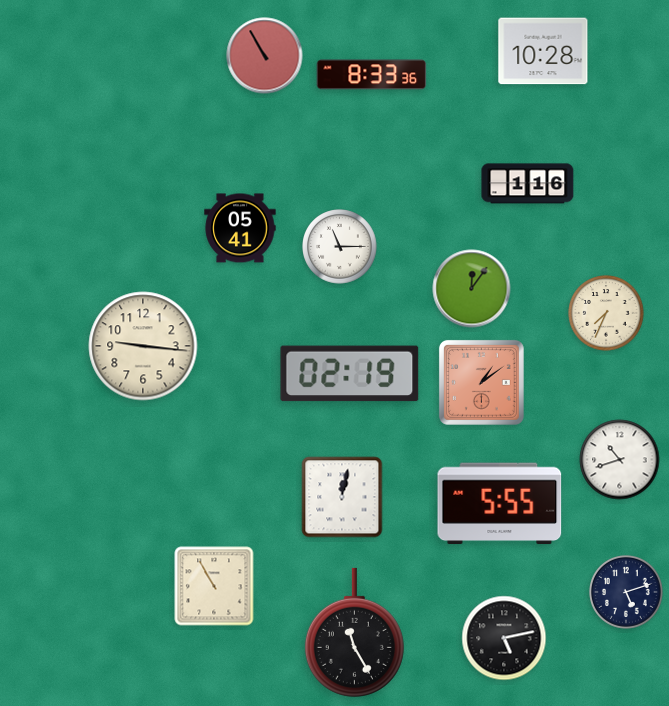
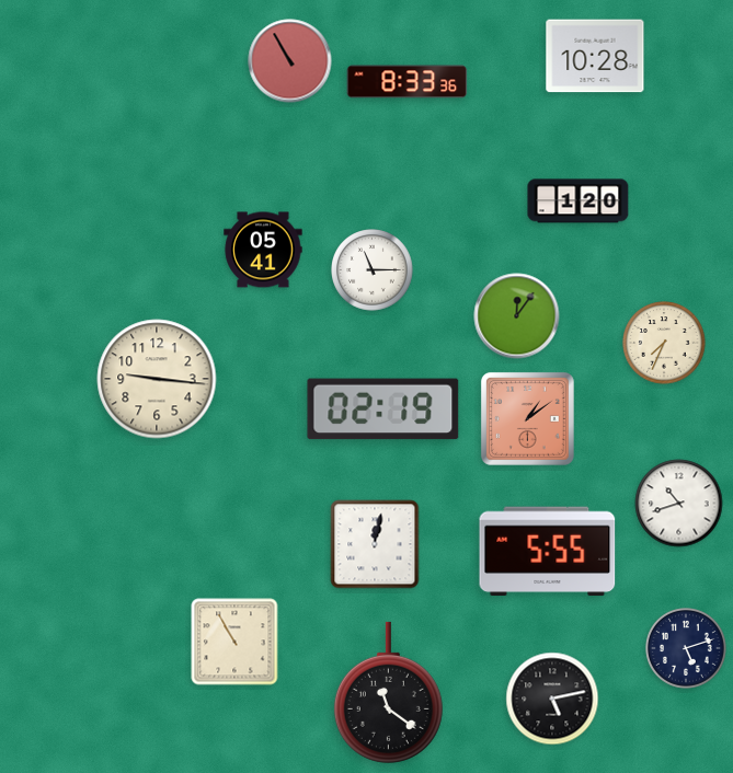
clock at (528, 184): 1:16 -> 1:20
clock at (354, 632): 11:25 -> 11:21
